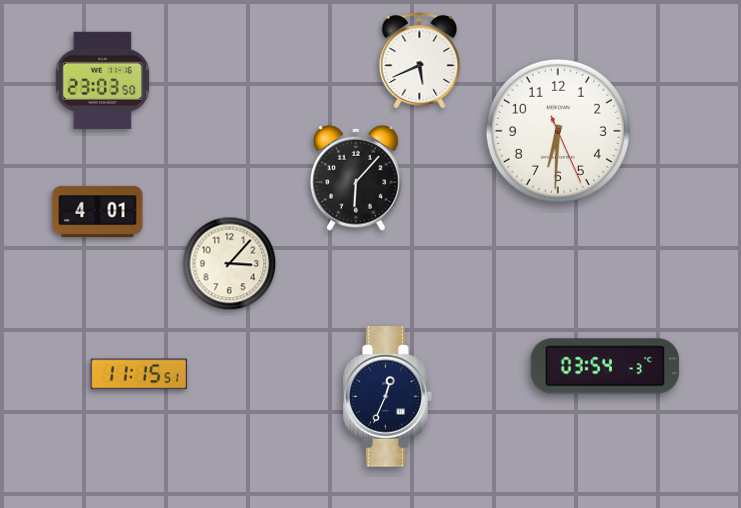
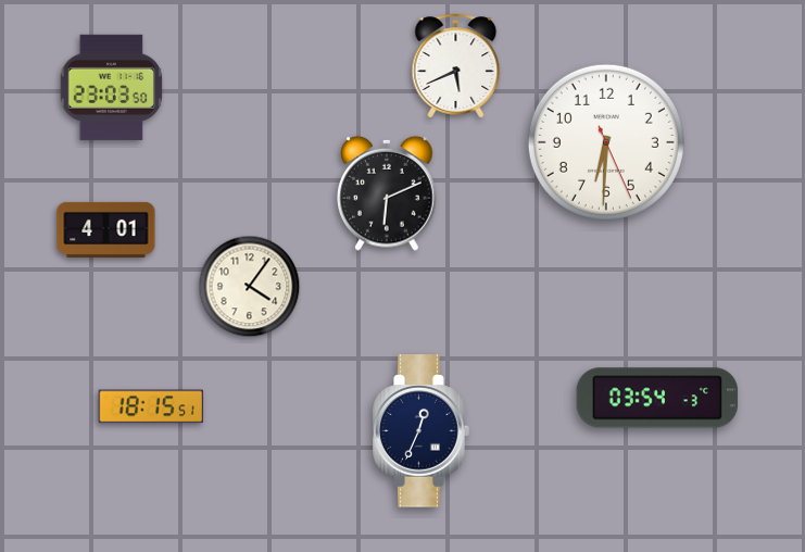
clock at (356, 178): 6:07 -> 6:11
clock at (230, 264): 3:07 -> 4:06
clock at (139, 374): 11:15 -> 18:15
